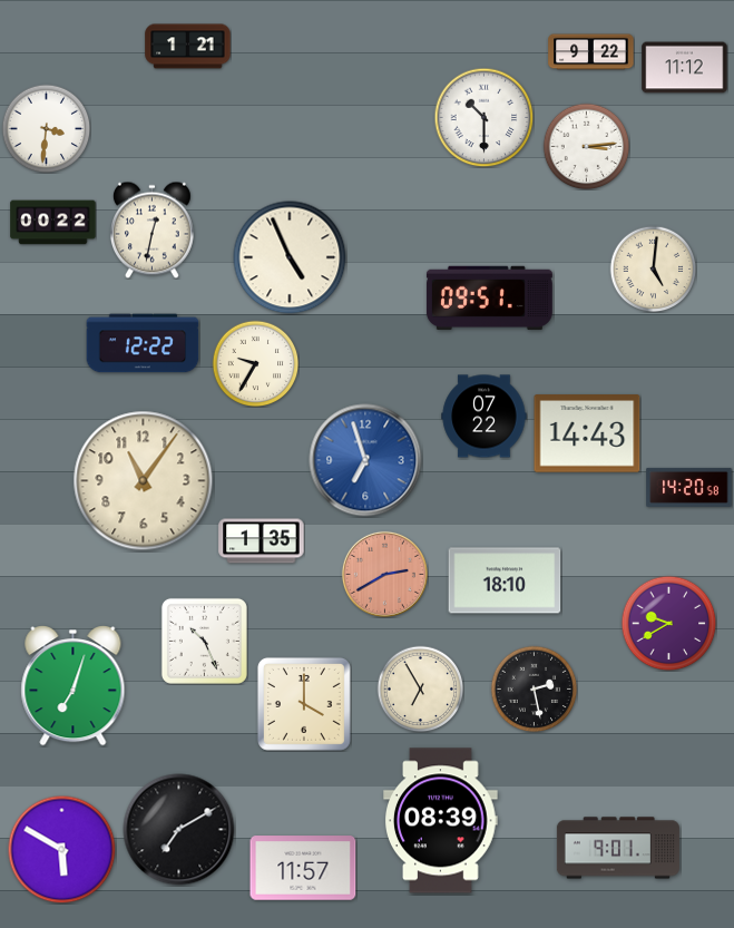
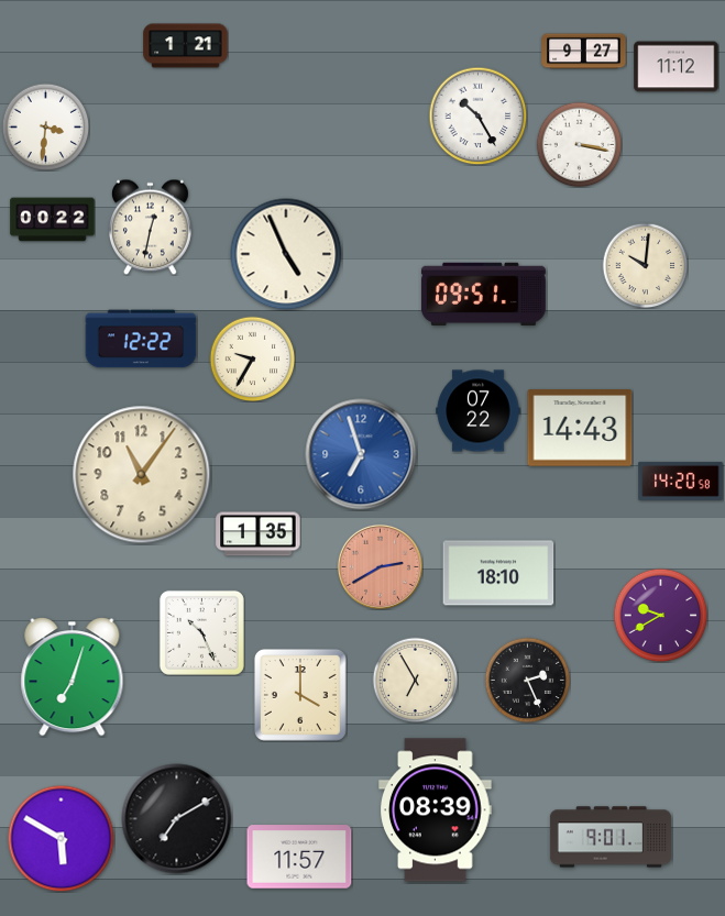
clock at (591, 52): 9:22 -> 9:27
clock at (483, 117): 10:30 -> 10:25
clock at (586, 146): 3:14 -> 3:17
clock at (653, 268): 5:01 -> 10:01
clock at (534, 688): 2:28 -> 2:26
